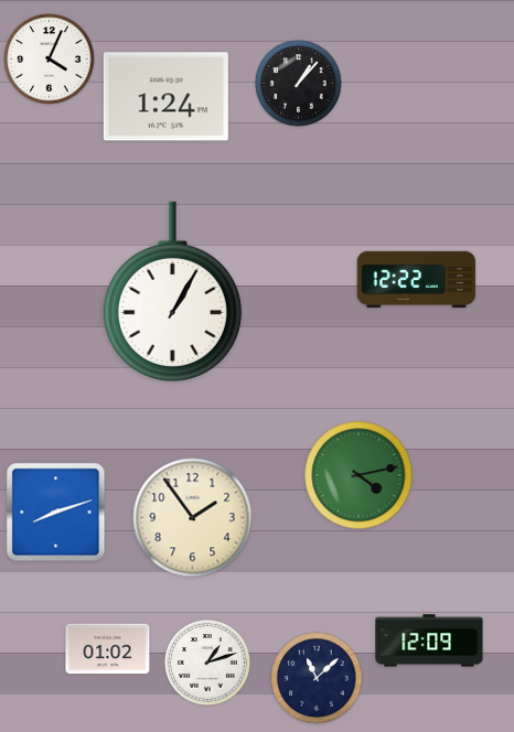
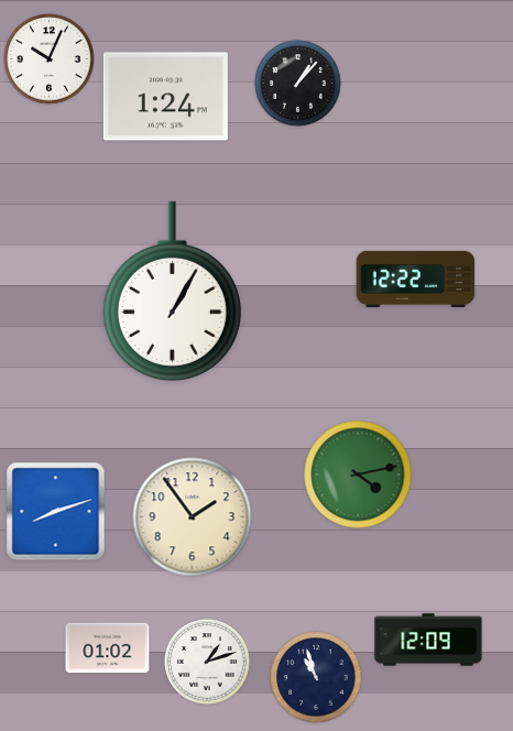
clock at (50, 60): 4:04 -> 10:04
clock at (317, 678): 11:08 -> 10:57
